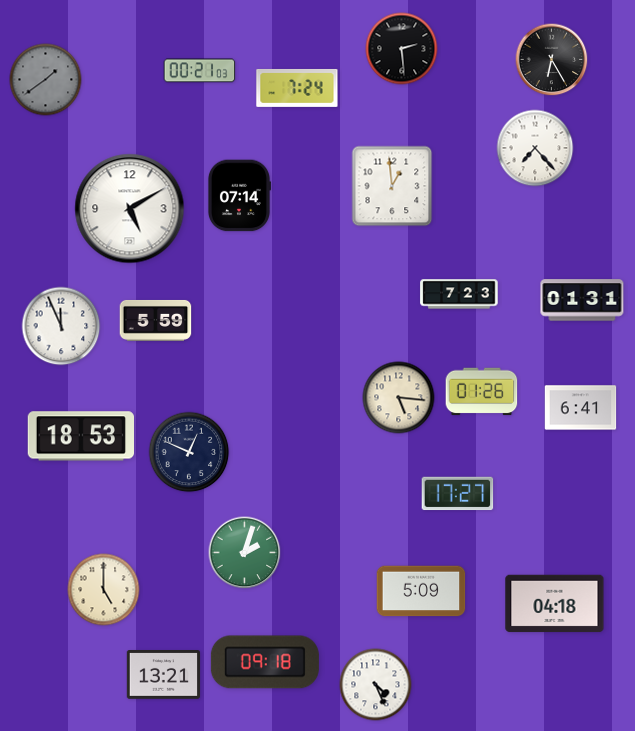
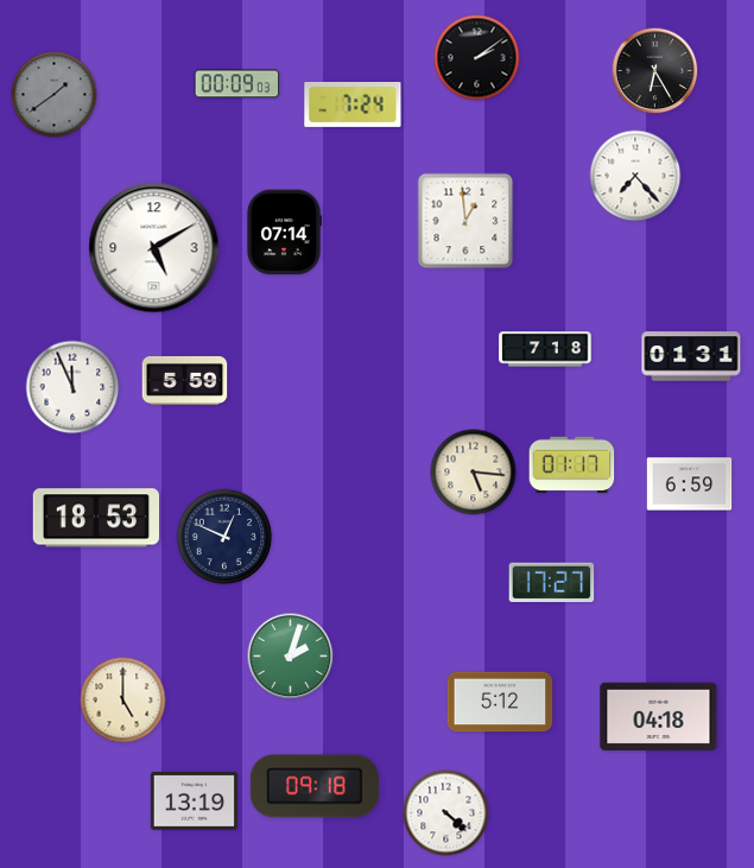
clock at (402, 49): 2:29 -> 2:09
clock at (200, 71): 00:21 -> 00:09
clock at (459, 294): 7:23 -> 7:18
clock at (482, 392): 01:26 -> 01:17
clock at (581, 408): 6:41 -> 6:59
clock at (458, 494) position: (458, 494) -> (552, 583)
clock at (421, 591): 5:09 -> 5:12
clock at (164, 675): 13:21 -> 13:19
clock at (376, 685): 4:26 -> 4:22
